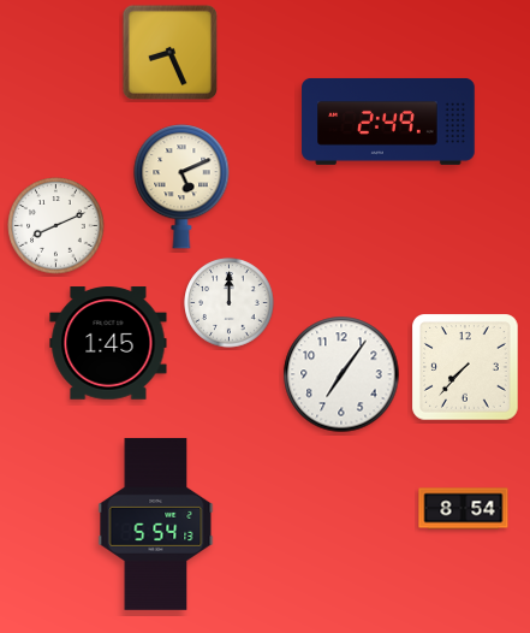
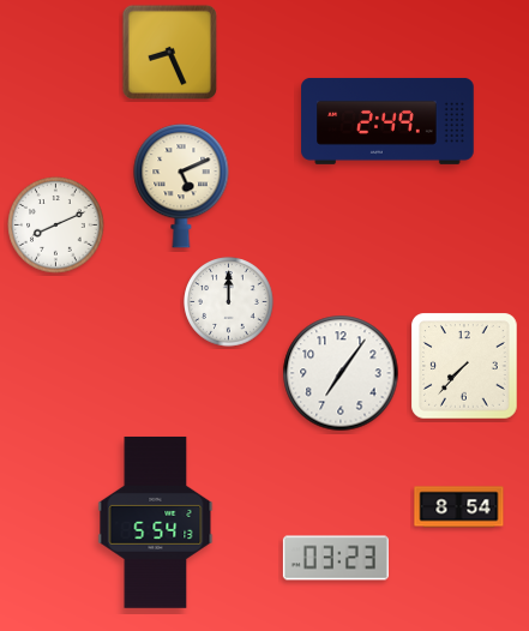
clock at (108, 343): 1:45 -> none
clock at (464, 509) position: (464, 509) -> (459, 507)
clock at (336, 558): none -> 03:23
